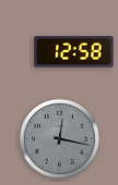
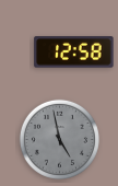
clock at (59, 138): 12:17 -> 4:58
